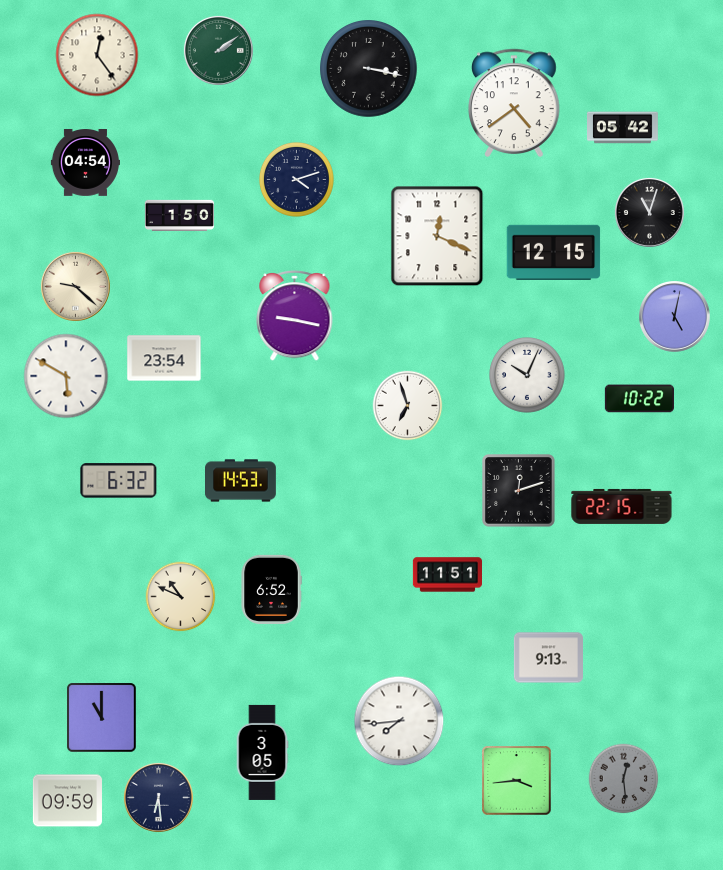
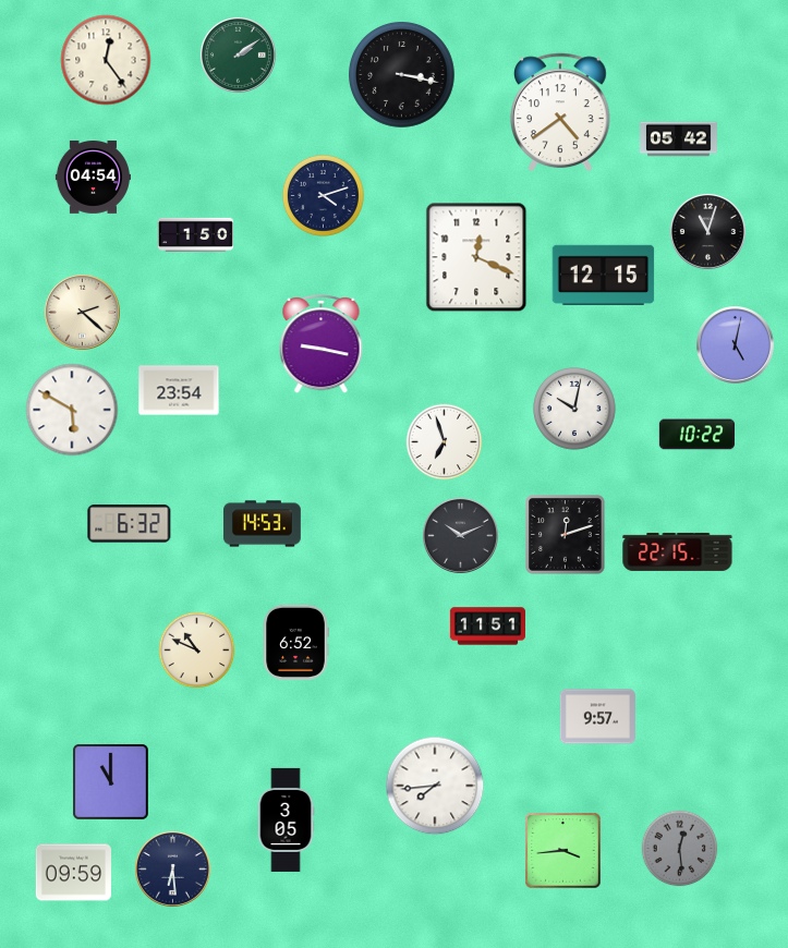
clock at (75, 286): 9:22 -> 2:22
clock at (528, 376): 10:04 -> 10:02
clock at (460, 535): none -> 10:11
clock at (548, 658): 9:13 -> 9:57
